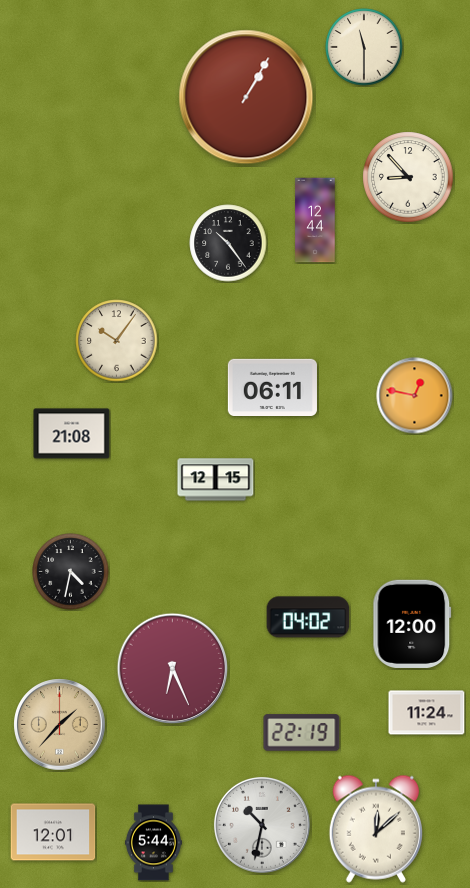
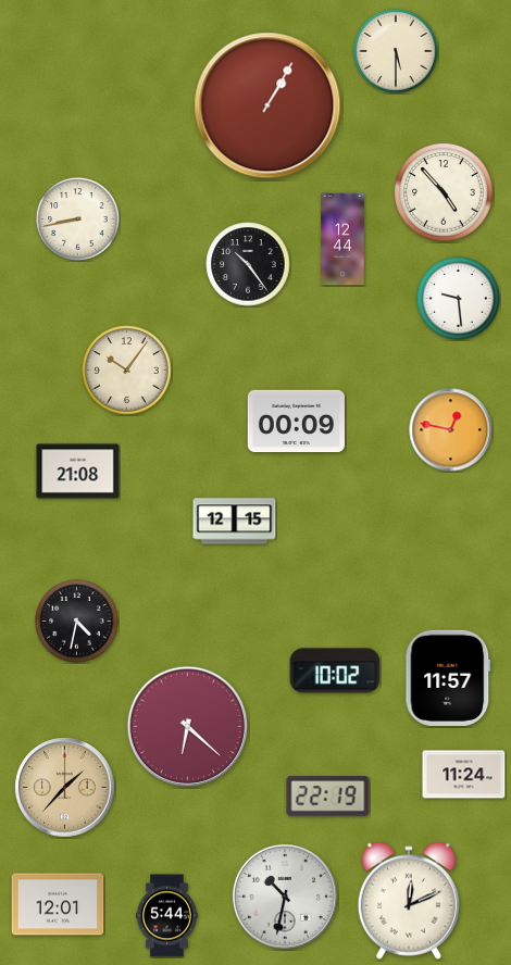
clock at (364, 47): 11:30 -> 5:30
clock at (408, 177): 8:53 -> 4:53
clock at (78, 220): none -> 8:43
clock at (459, 299): none -> 9:29
clock at (272, 387): 06:11 -> 00:09
clock at (308, 617): 04:02 -> 10:02
clock at (412, 624): 12:00 -> 11:57
clock at (173, 669): 6:26 -> 6:22
clock at (376, 829): 12:08 -> 12:11
